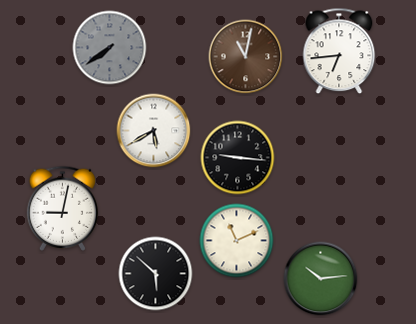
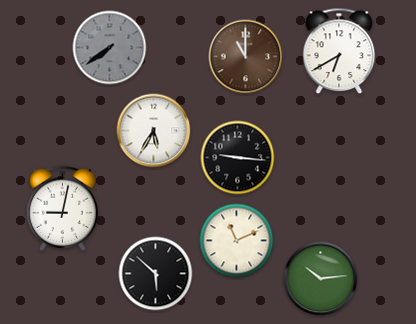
clock at (339, 51): 6:44 -> 6:40
clock at (246, 57): 11:02 -> 11:00
clock at (154, 131): 5:40 -> 5:35
